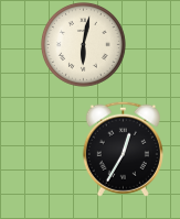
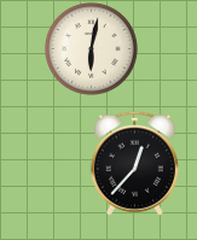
clock at (123, 149): 12:35 -> 12:37
